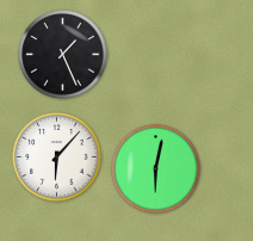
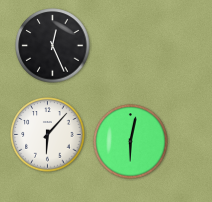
clock at (63, 55): 1:26 -> 12:26
clock at (57, 157) position: (57, 157) -> (48, 135)
